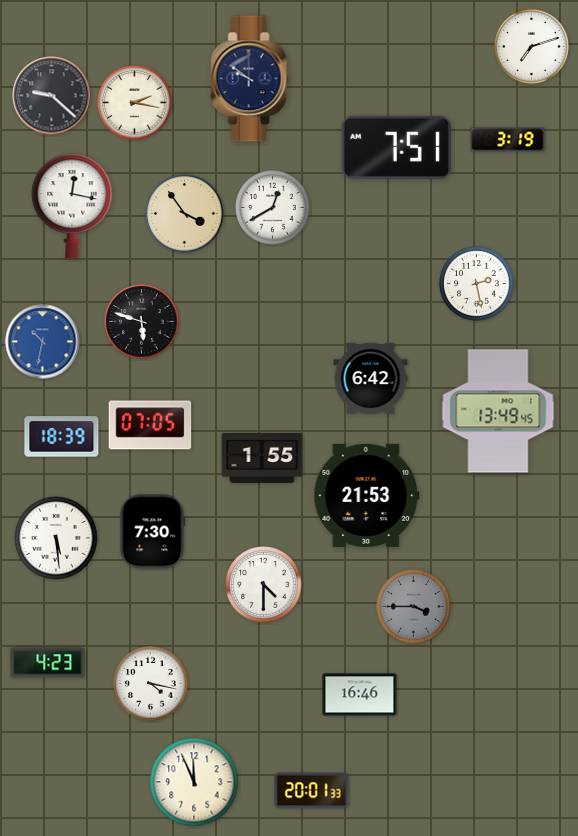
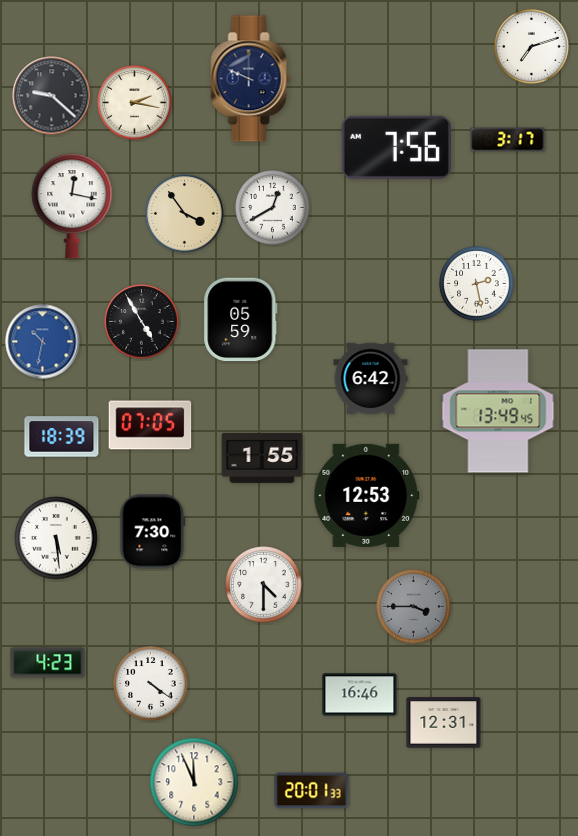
clock at (251, 79): 9:51 -> 9:49
clock at (508, 140): 3:19 -> 3:17
clock at (396, 147): 7:51 -> 7:56
clock at (241, 320): none -> 05:59
clock at (142, 322): 5:48 -> 4:55
clock at (367, 495): 21:53 -> 12:53
clock at (151, 684): 4:17 -> 4:21
clock at (444, 723): none -> 12:31
